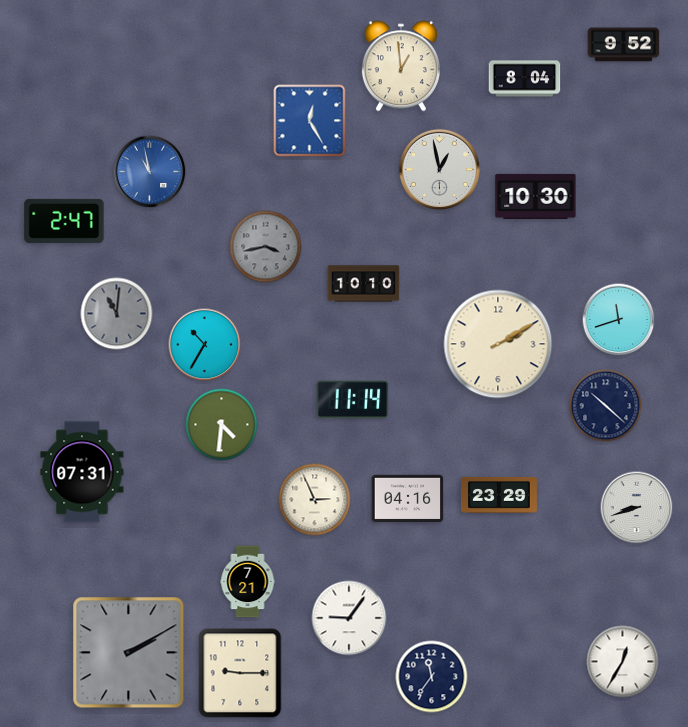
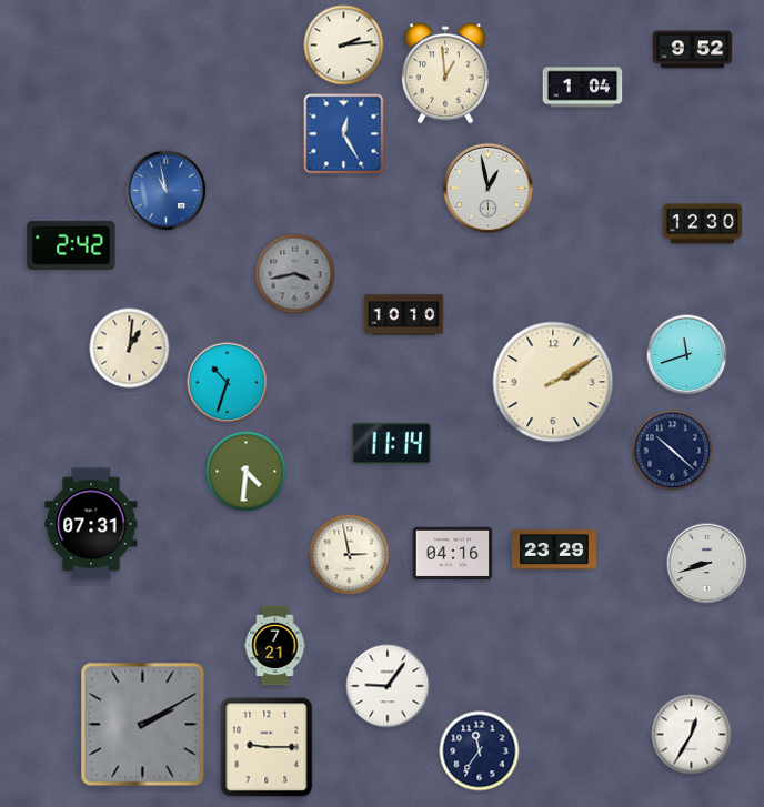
clock at (344, 46): none -> 2:14
clock at (525, 79): 8:04 -> 1:04
clock at (536, 196): 10:30 -> none
clock at (703, 224): none -> 12:30
clock at (64, 221): 2:47 -> 2:42
clock at (117, 314): 11:01 -> 1:01
clock at (117, 314) dial: grey -> cream
clock at (205, 345): 10:35 -> 10:33
clock at (315, 500): 2:56 -> 2:58
